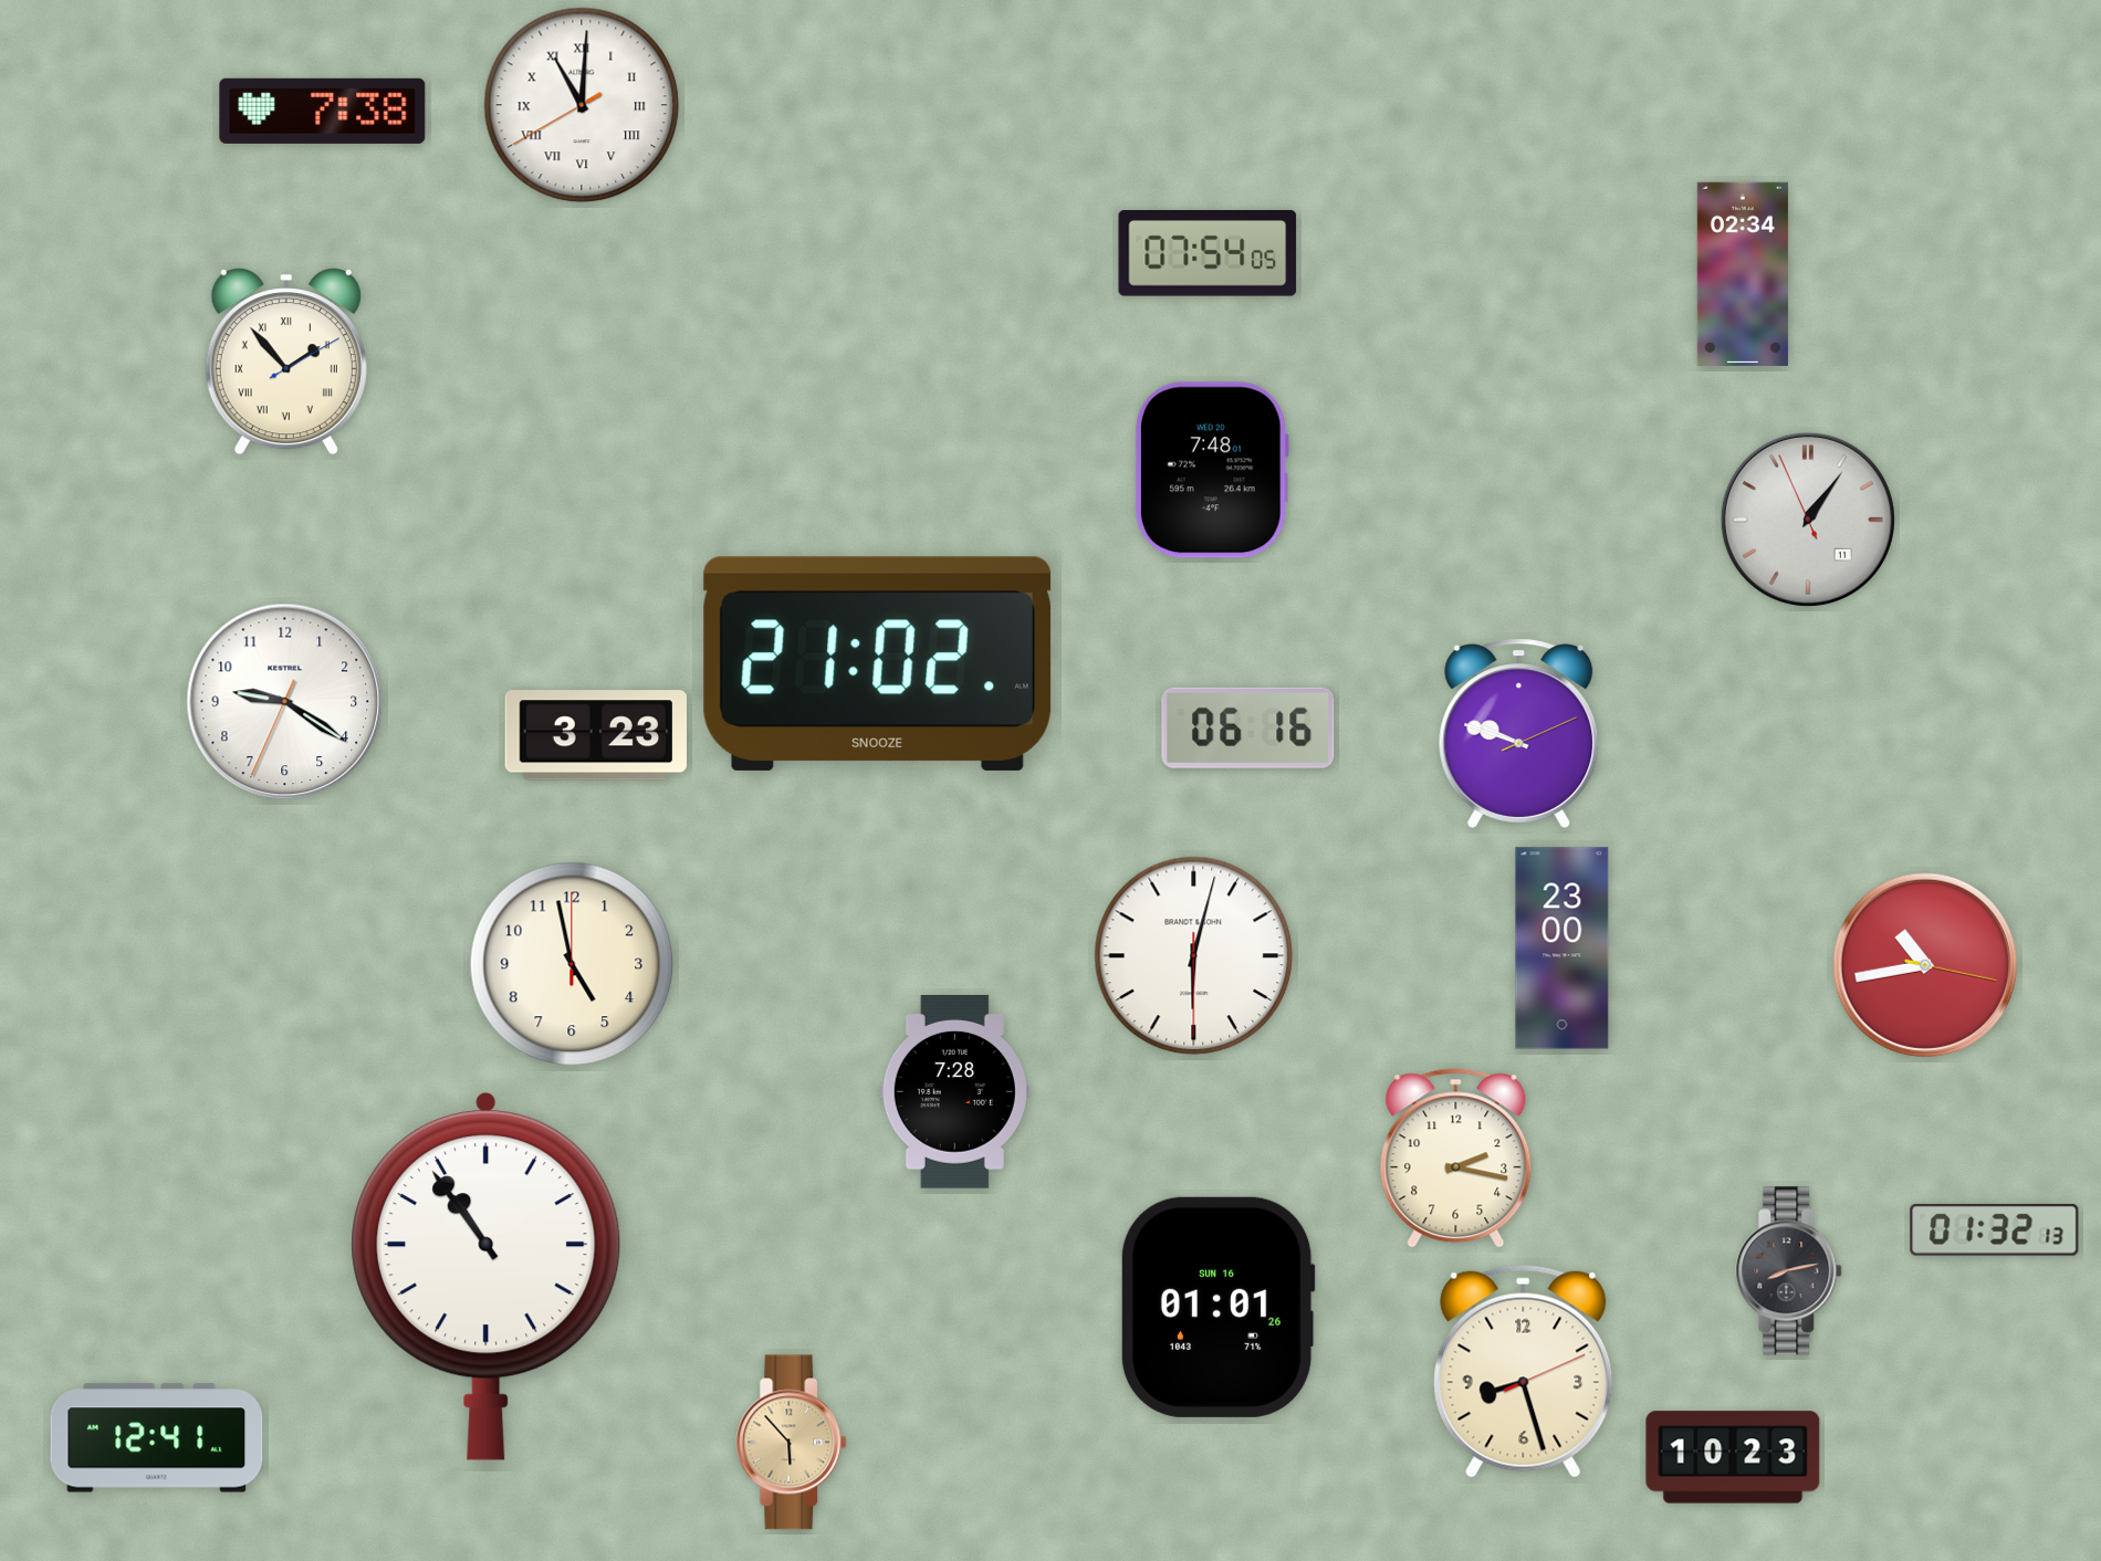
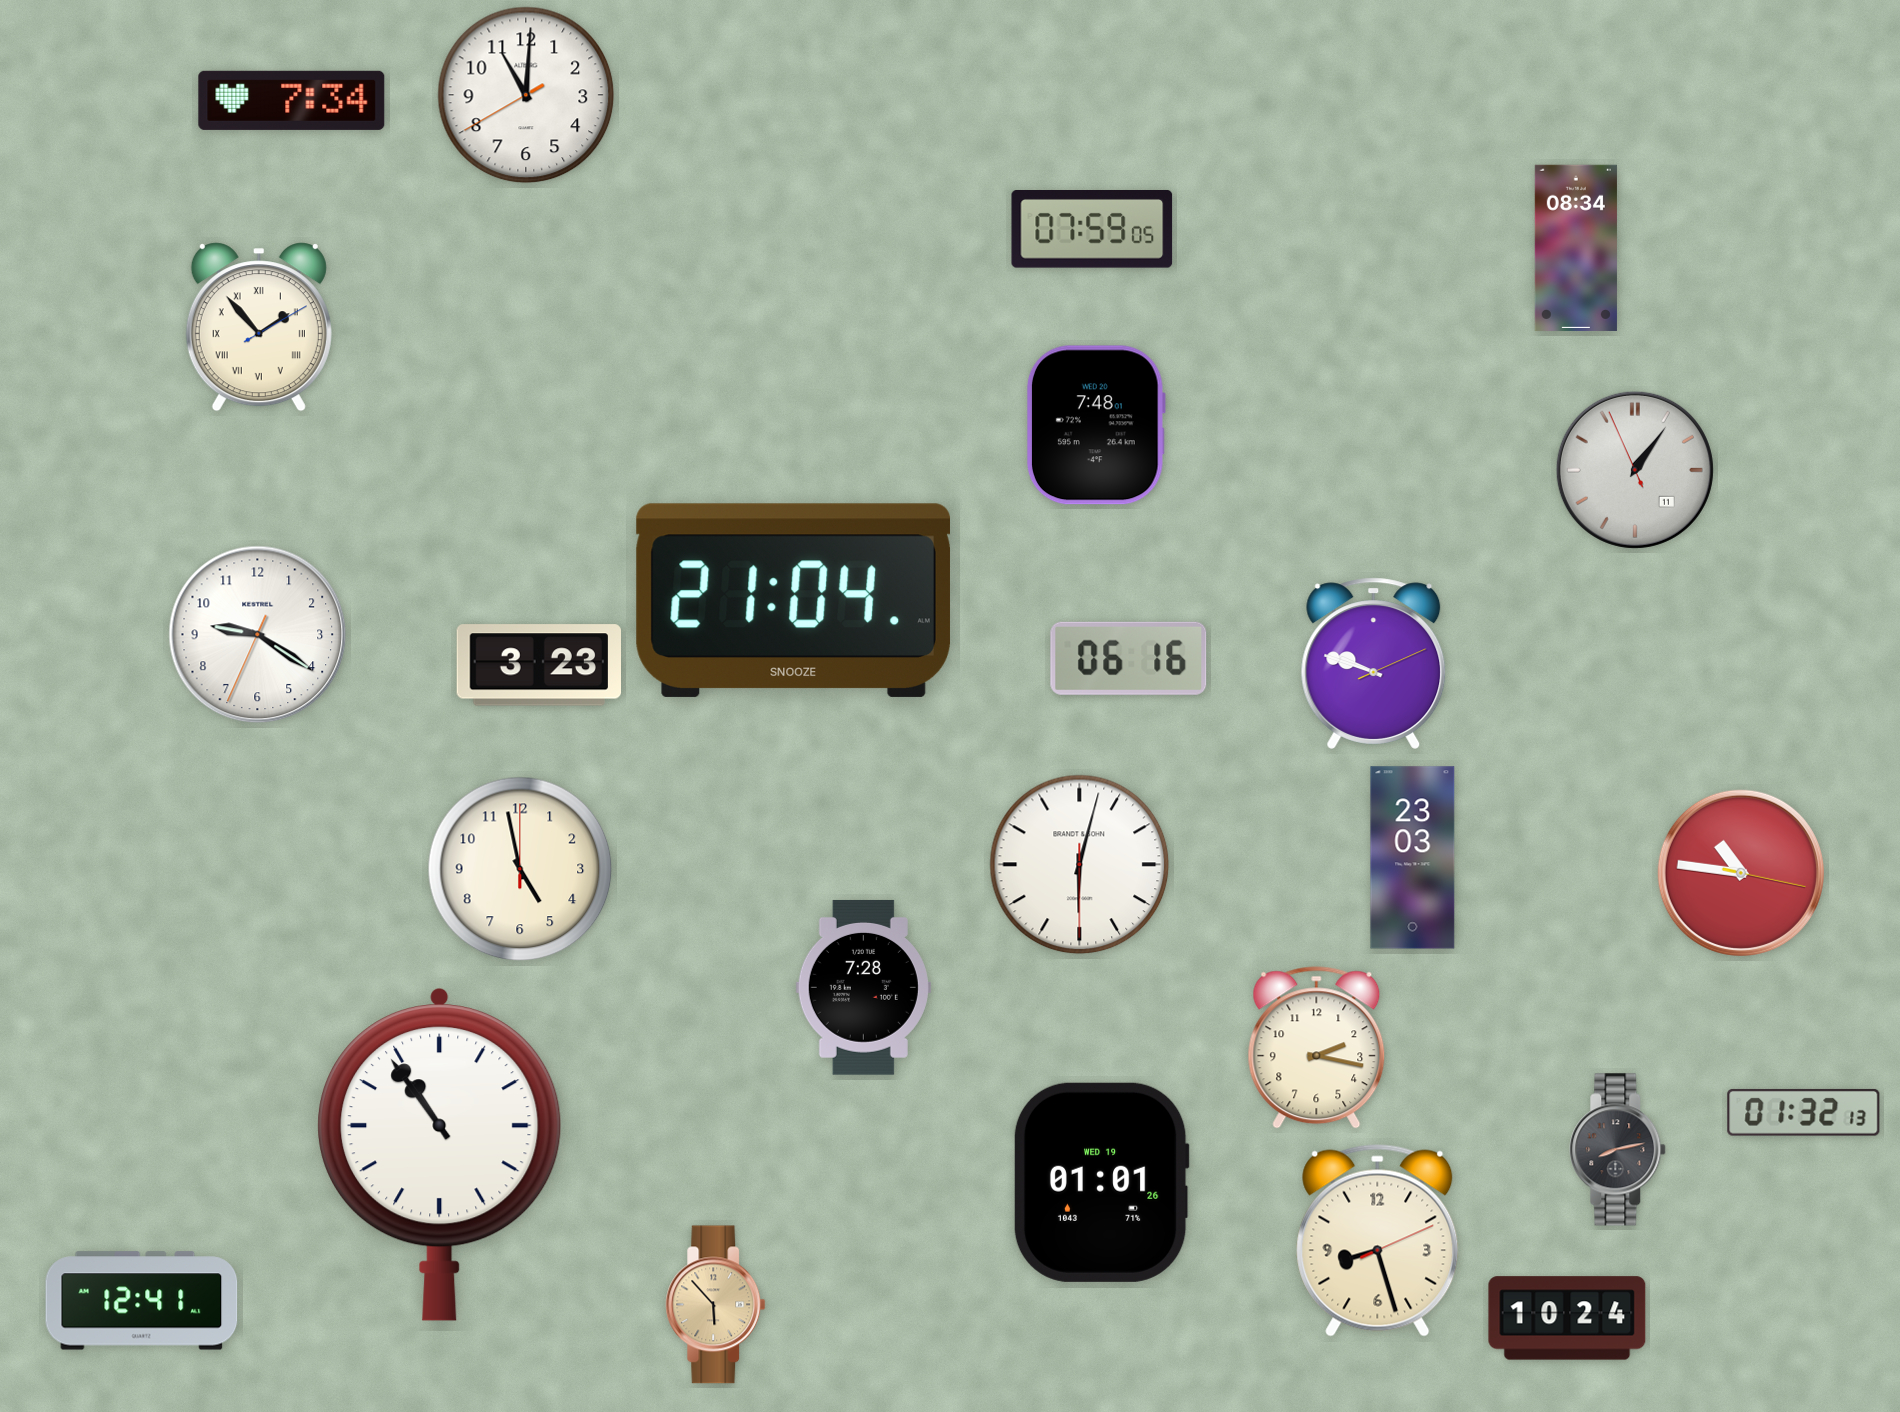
clock at (582, 105) numerals: Roman -> Arabic
clock at (323, 111): 7:38 -> 7:34
clock at (1208, 254): 07:54 -> 07:59
clock at (1743, 274): 02:34 -> 08:34
clock at (877, 663): 21:02 -> 21:04
clock at (1562, 949): 23:00 -> 23:03
clock at (572, 964) position: (572, 964) -> (520, 869)
clock at (1925, 965): 10:43 -> 10:46
clock at (1217, 1307) date: SUN 16 -> WED 19
clock at (1733, 1457): 10:23 -> 10:24
